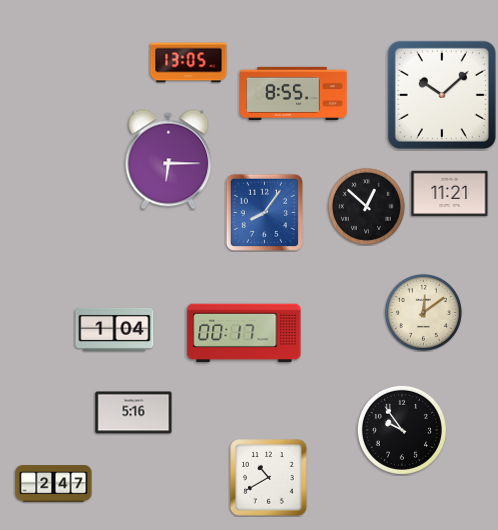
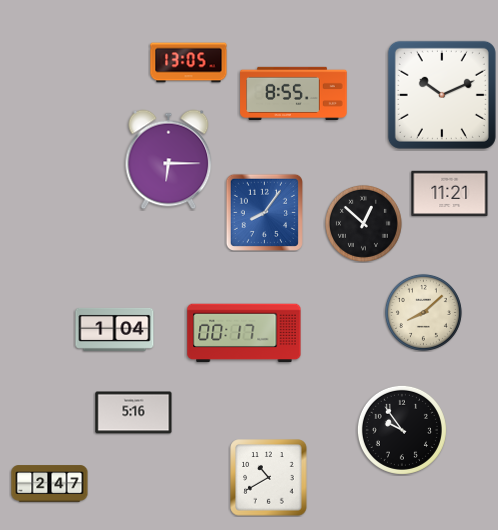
clock at (442, 95): 10:08 -> 10:11
clock at (366, 206) position: (366, 206) -> (363, 223)
clock at (423, 312): 12:09 -> 8:08
clock at (54, 484) position: (54, 484) -> (50, 484)
